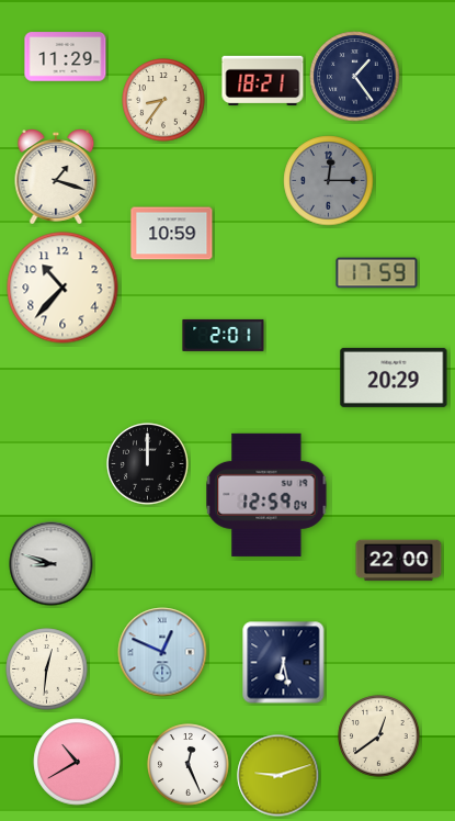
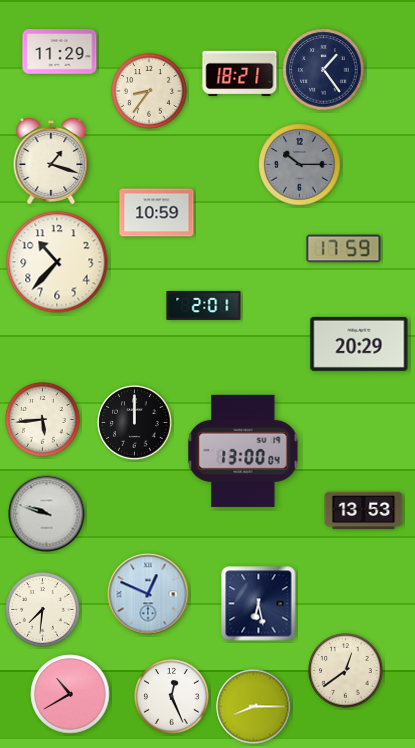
clock at (329, 181): 12:15 -> 10:15
clock at (43, 420): none -> 5:44
clock at (266, 495): 12:59 -> 13:00
clock at (399, 561): 22:00 -> 13:53
clock at (52, 564): 8:48 -> 9:48
clock at (47, 670): 12:31 -> 7:31
clock at (278, 776): 9:12 -> 8:15
